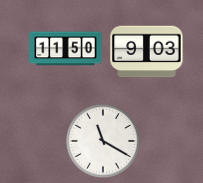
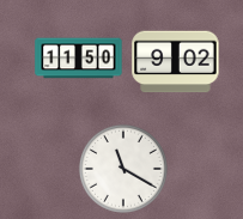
clock at (147, 52): 9:03 -> 9:02
